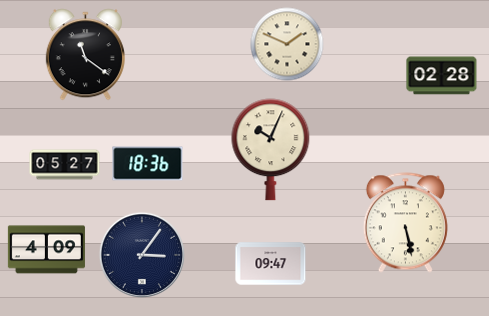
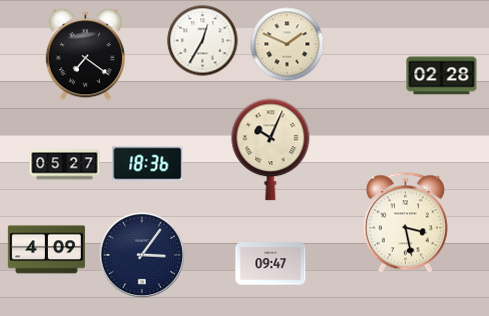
clock at (203, 41): none -> 12:35
clock at (85, 55): 11:21 -> 7:21
clock at (405, 223): 5:28 -> 3:28
